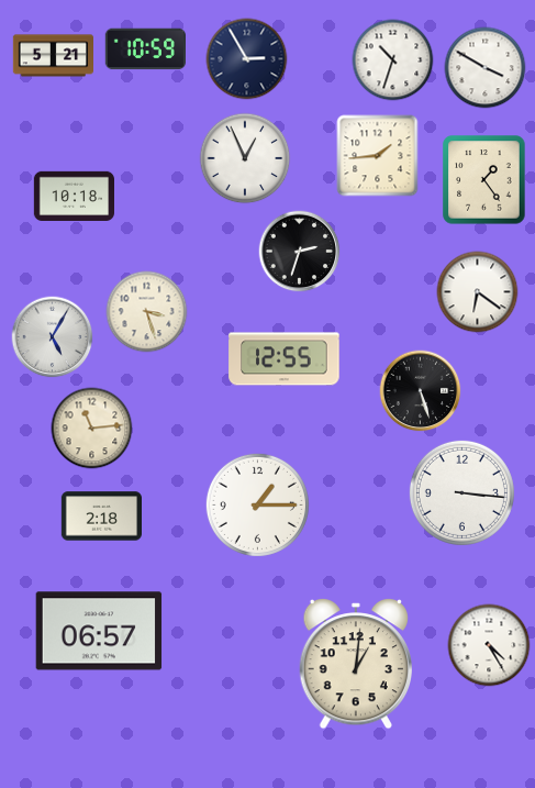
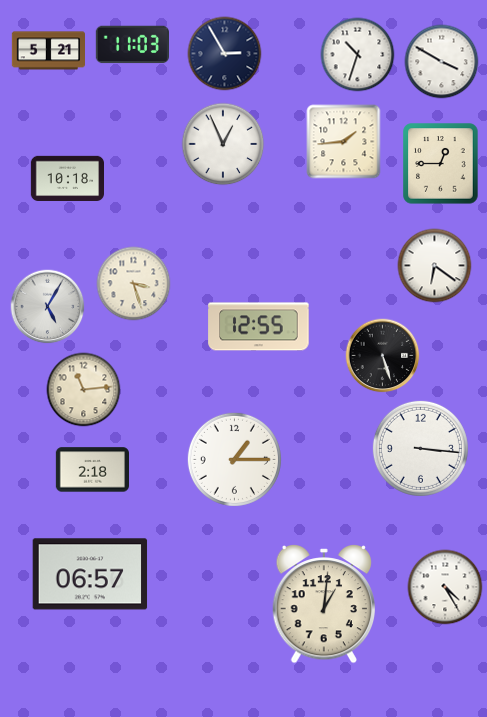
clock at (145, 49): 10:59 -> 11:03
clock at (484, 180): 1:24 -> 12:45
clock at (300, 252): 2:33 -> none
